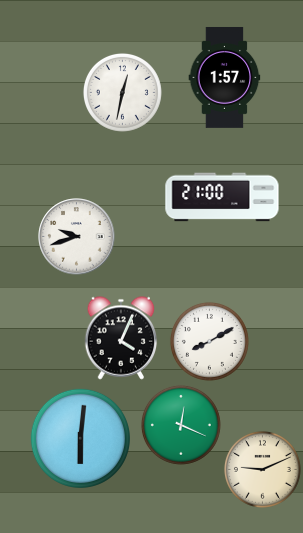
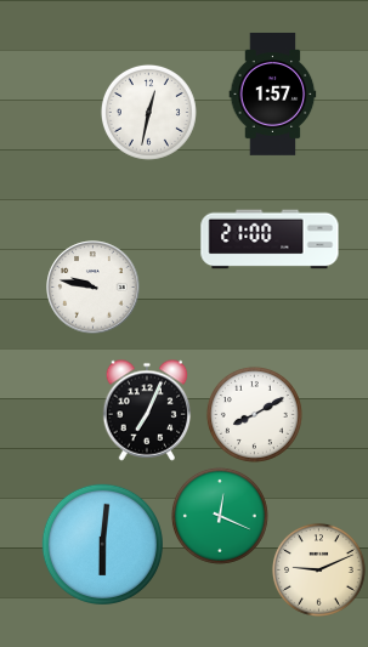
clock at (77, 237): 9:42 -> 9:47
clock at (121, 338): 4:04 -> 7:04
clock at (80, 438) position: (80, 438) -> (102, 544)
